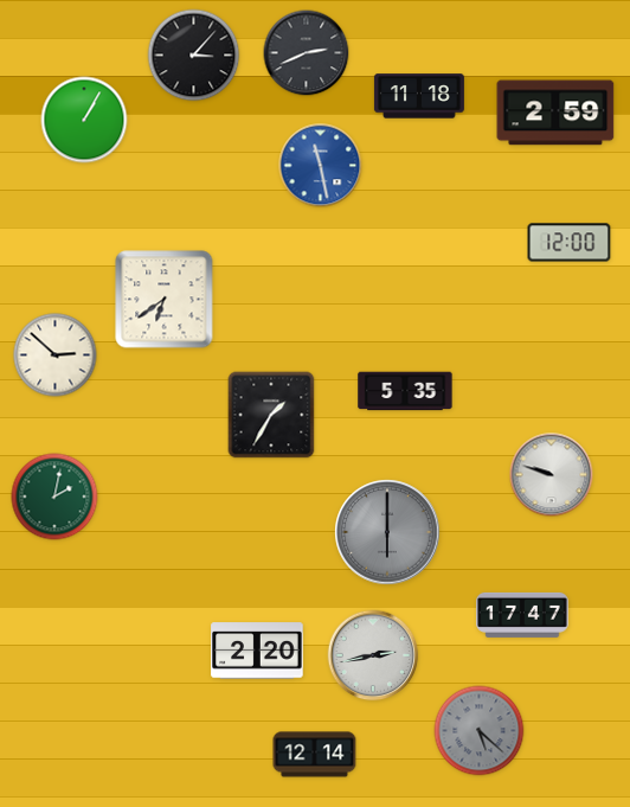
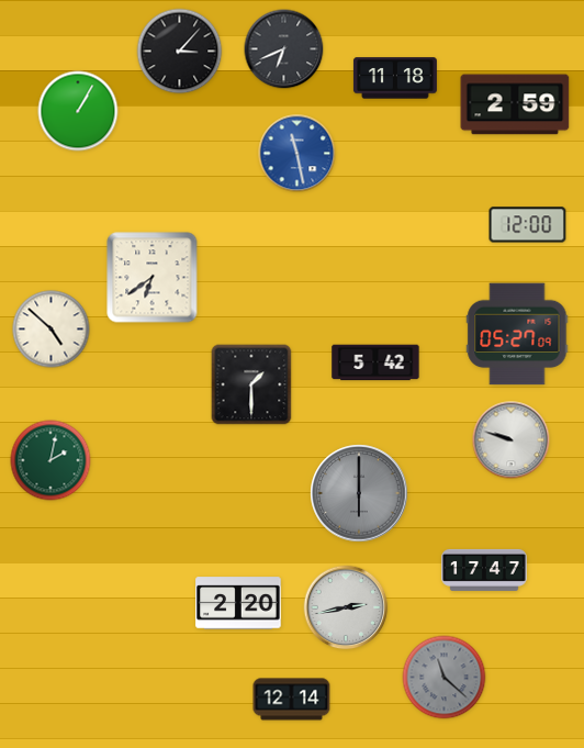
clock at (307, 53): 2:41 -> 6:41
clock at (419, 96) position: (419, 96) -> (395, 78)
clock at (56, 356): 2:52 -> 4:52
clock at (517, 334): none -> 05:27
clock at (405, 391): 5:35 -> 5:42
clock at (271, 415): 1:35 -> 1:30
clock at (480, 731): 5:22 -> 11:22
